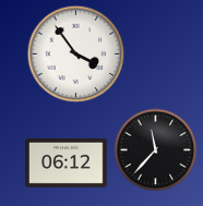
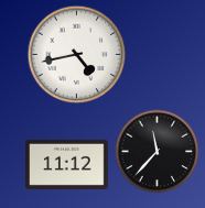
clock at (76, 54): 3:54 -> 4:43
clock at (67, 162): 06:12 -> 11:12
